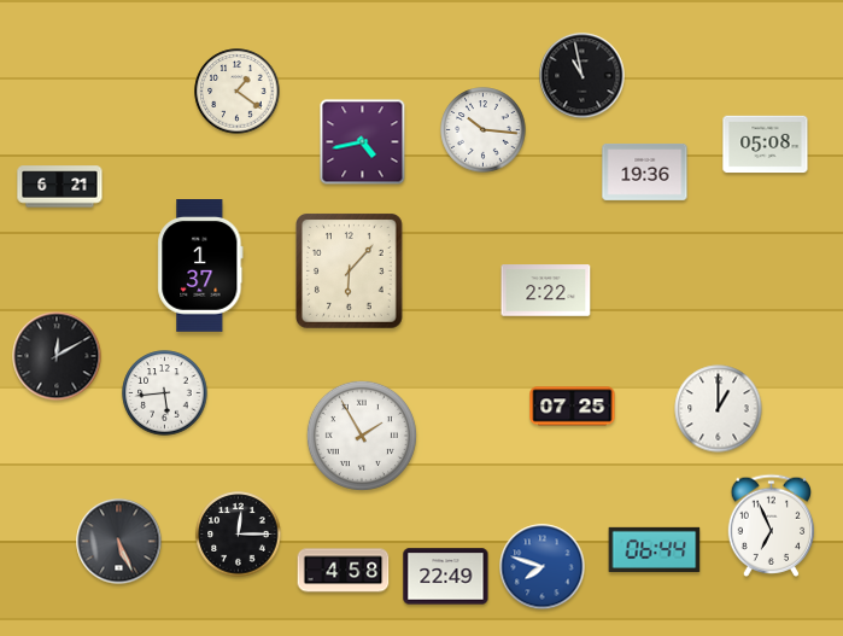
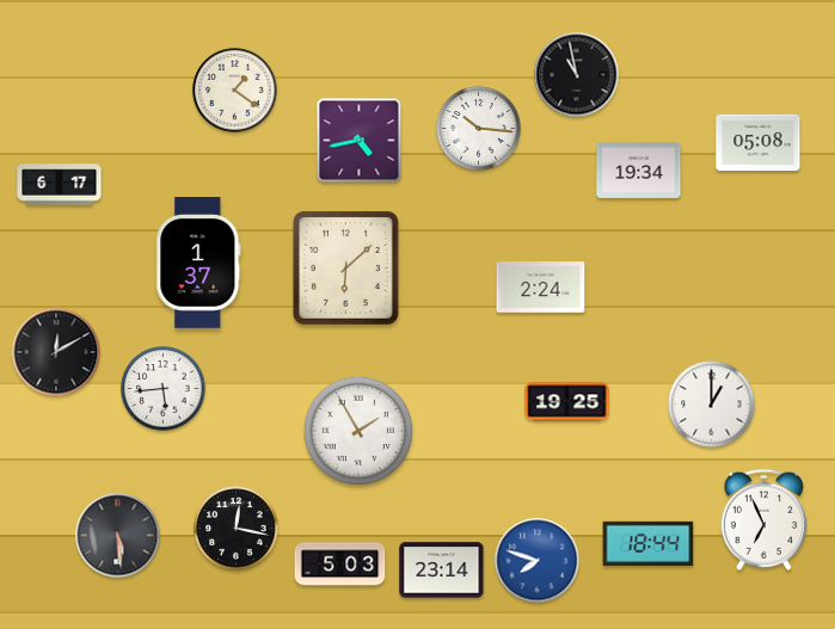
clock at (645, 171): 19:36 -> 19:34
clock at (60, 187): 6:21 -> 6:17
clock at (350, 272): 6:07 -> 6:08
clock at (546, 291): 2:22 -> 2:24
clock at (573, 407): 07:25 -> 19:25
clock at (239, 535): 12:15 -> 12:17
clock at (119, 542): 5:26 -> 5:29
clock at (655, 549): 06:44 -> 18:44
clock at (344, 571): 4:58 -> 5:03
clock at (446, 577): 22:49 -> 23:14
